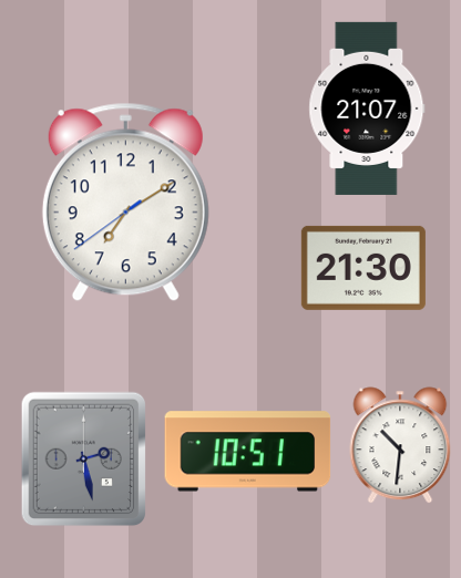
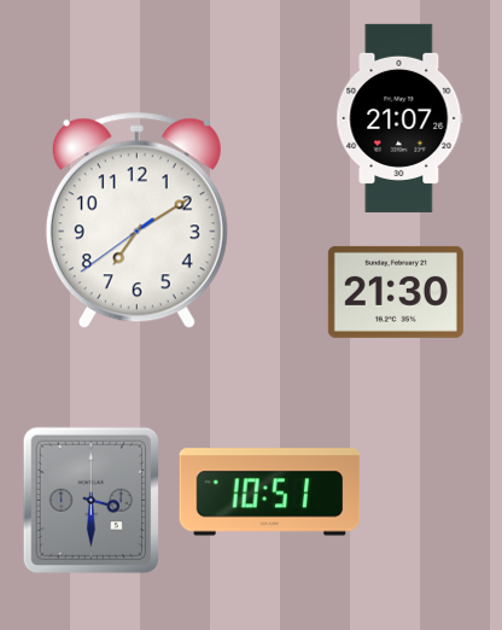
clock at (400, 445): 10:31 -> none
clock at (84, 460): 2:28 -> 3:30
